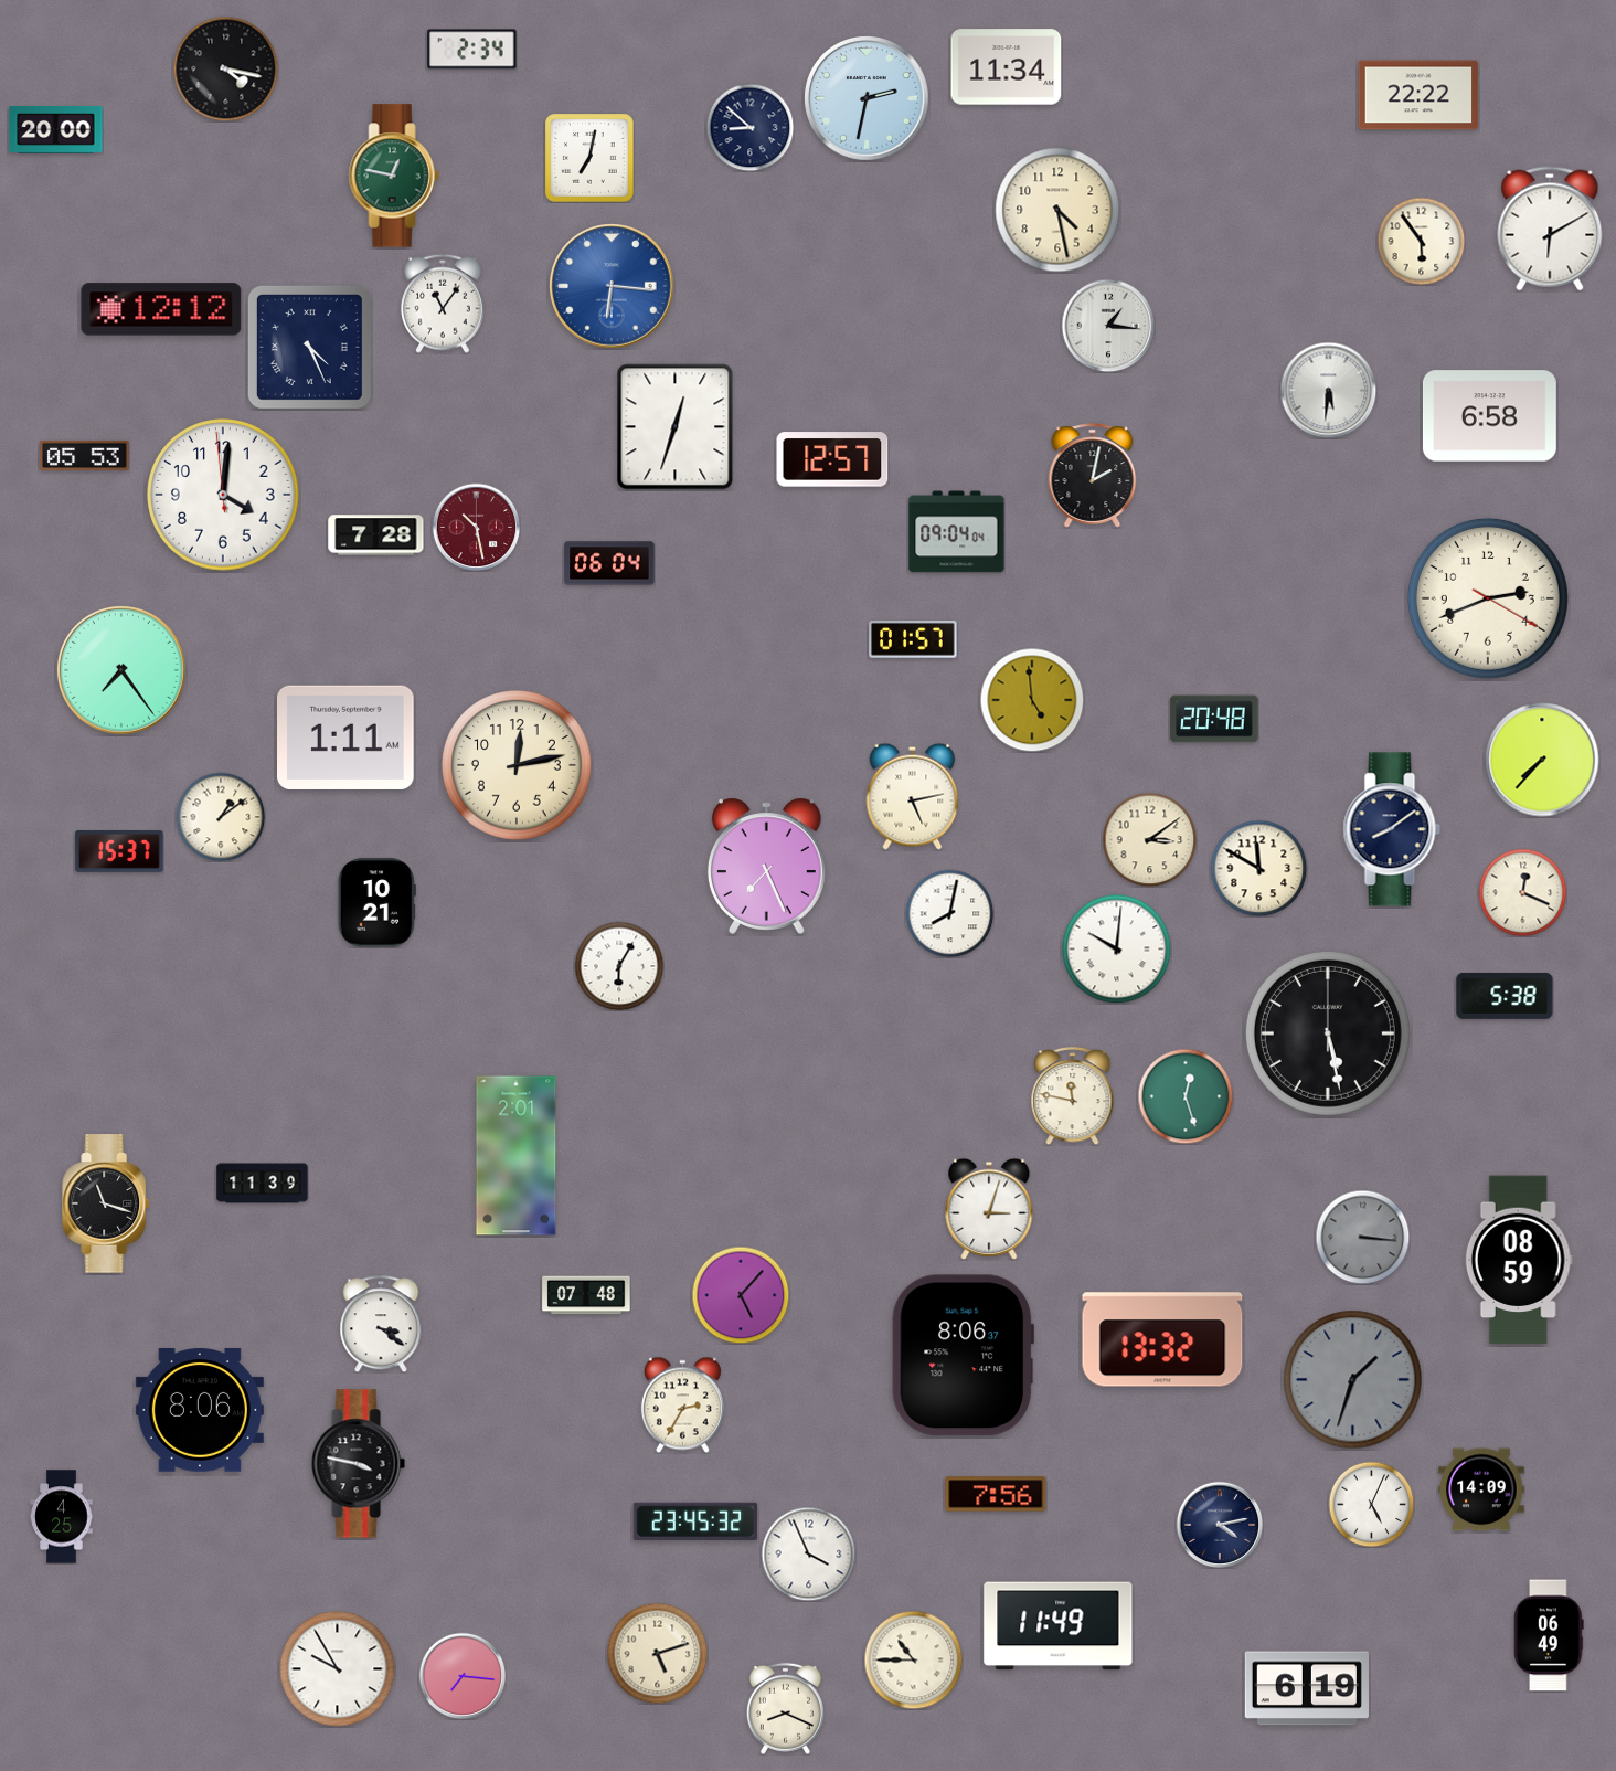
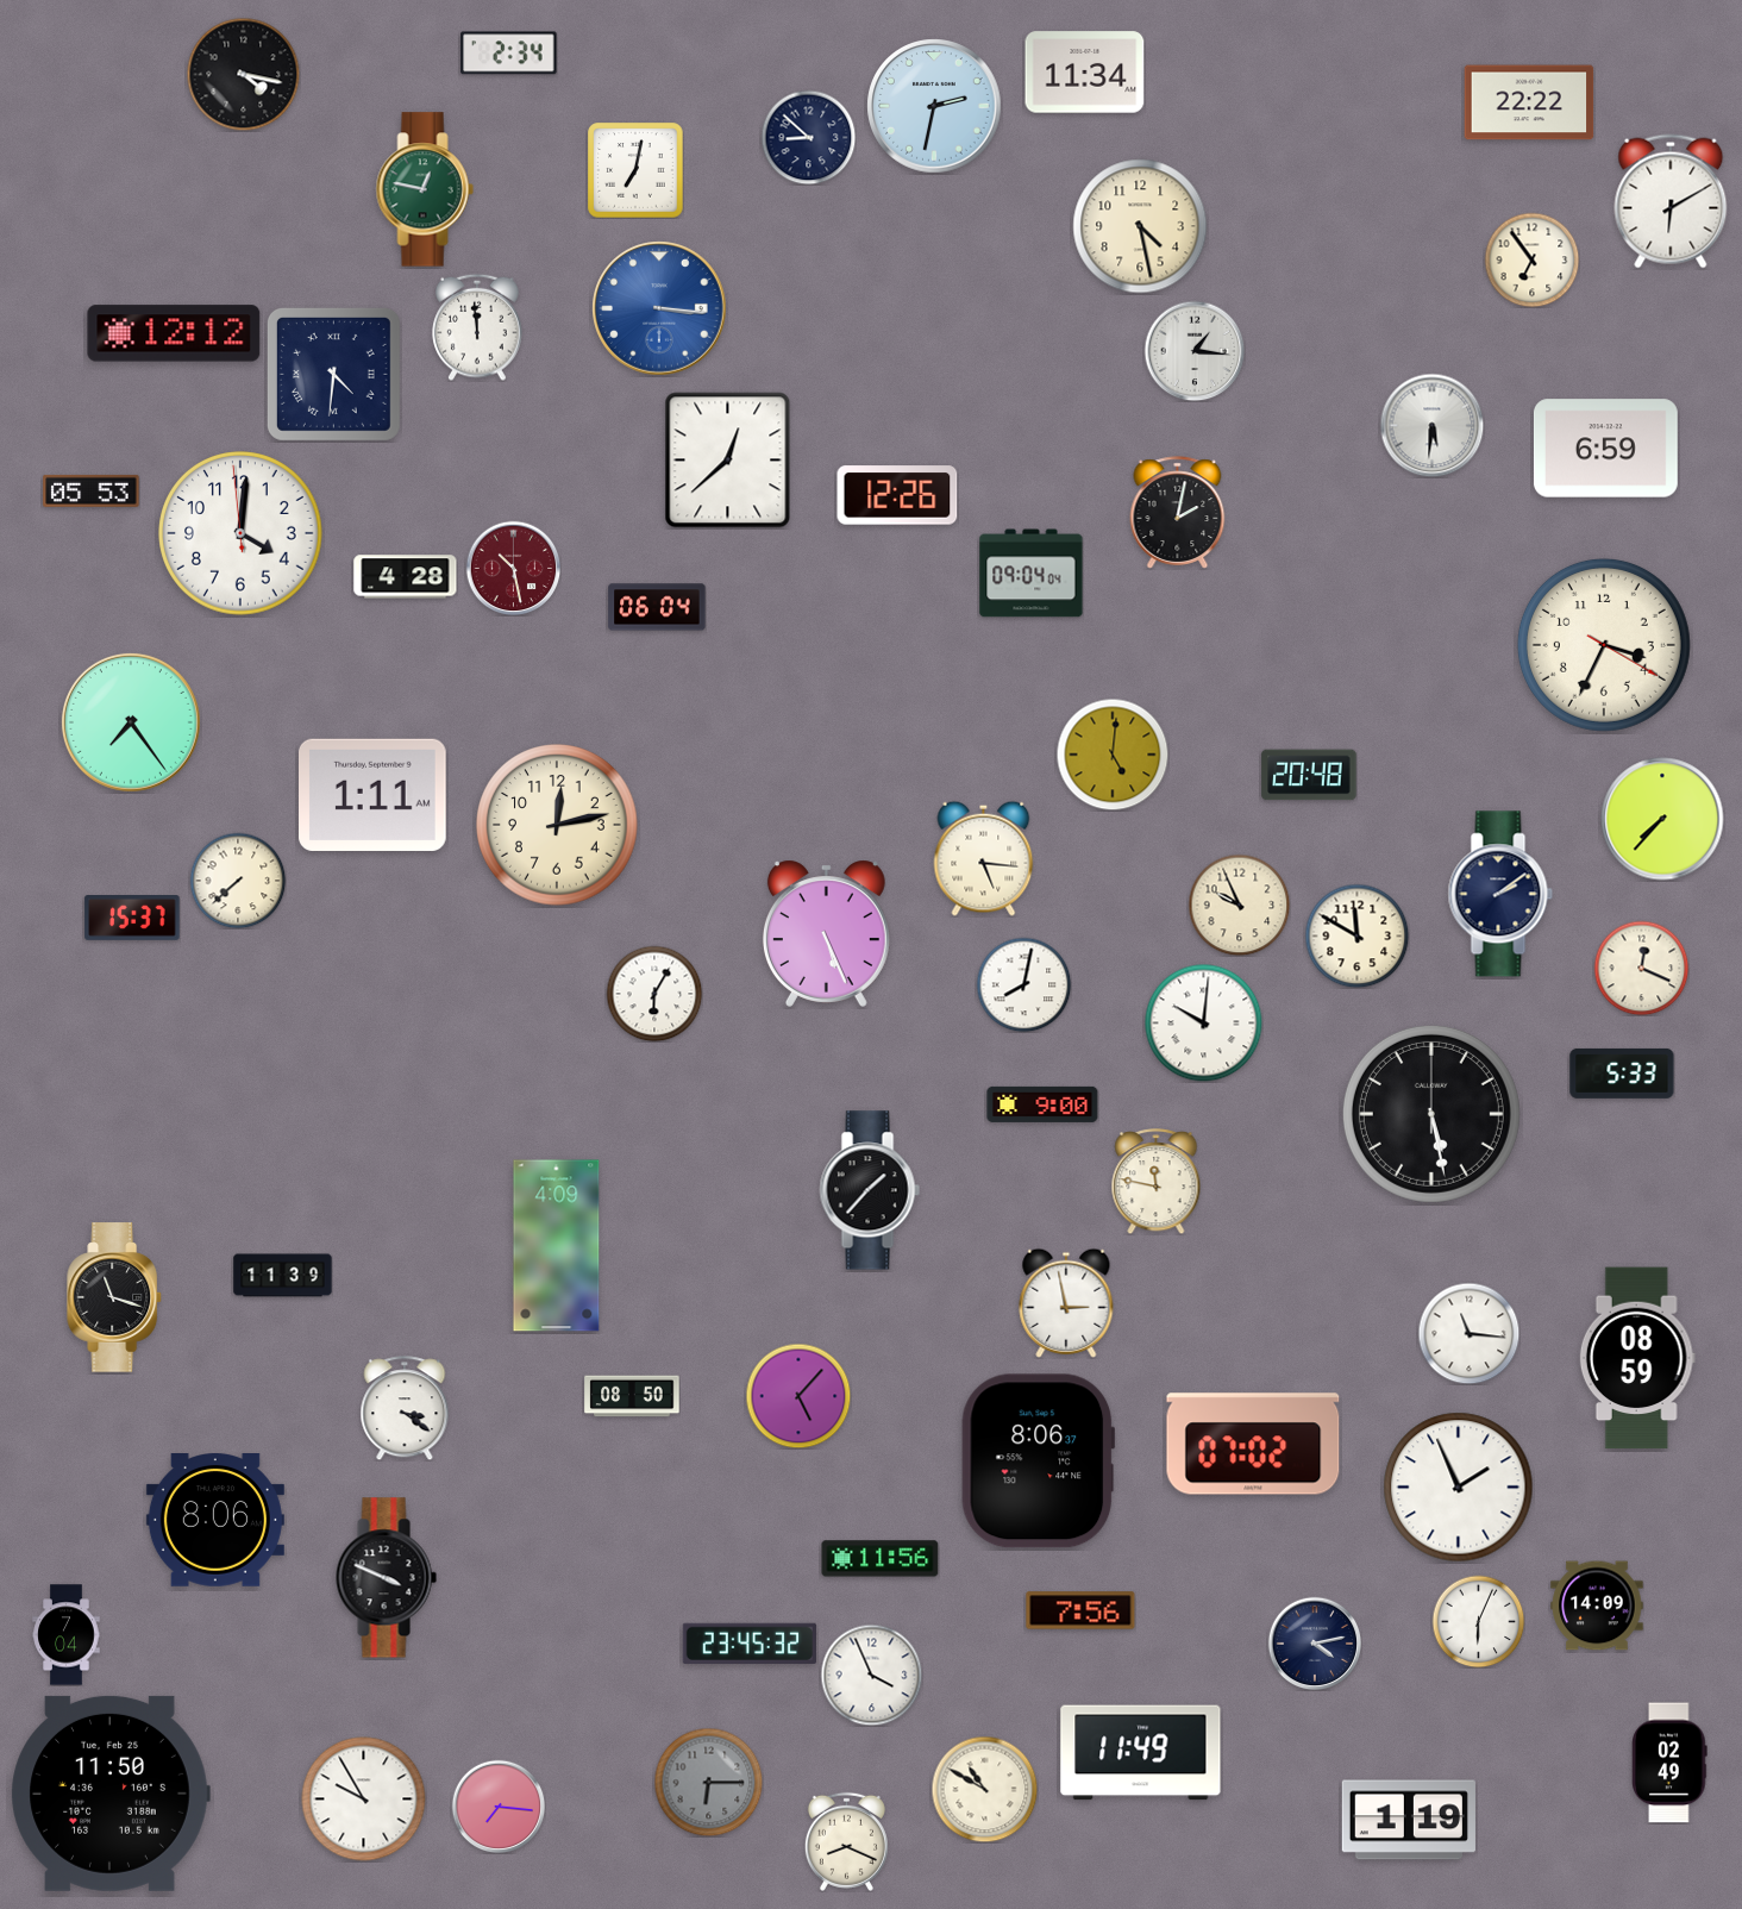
clock at (56, 129): 20:00 -> none
clock at (1550, 229) position: (1550, 229) -> (1671, 201)
clock at (1421, 241): 5:54 -> 6:54
clock at (612, 286): 6:16 -> 3:16
clock at (443, 304): 11:06 -> 11:59
clock at (309, 347): 4:26 -> 4:31
clock at (1328, 390) position: (1328, 390) -> (1431, 425)
clock at (1489, 416): 6:58 -> 6:59
clock at (676, 427): 12:33 -> 12:38
clock at (832, 459): 12:57 -> 12:26
clock at (376, 535): 7:28 -> 4:28
clock at (1488, 598): 2:41 -> 3:34
clock at (913, 640): 01:57 -> none
clock at (1032, 700): 4:59 -> 5:01
clock at (913, 796): 5:13 -> 5:16
clock at (221, 817): 1:09 -> 7:38
clock at (1392, 829): 8:09 -> 2:09
clock at (1149, 839): 3:09 -> 9:56
clock at (119, 852) position: (119, 852) -> (132, 919)
clock at (766, 866): 7:26 -> 5:26
clock at (1522, 892) position: (1522, 892) -> (1641, 968)
clock at (376, 903): 10:21 -> none
clock at (619, 966) position: (619, 966) -> (654, 994)
clock at (1505, 996): 5:38 -> 5:33
clock at (1042, 1104): none -> 9:00
clock at (1186, 1096): 12:27 -> none
clock at (870, 1190): none -> 1:37
clock at (517, 1156): 2:01 -> 4:09
clock at (989, 1209): 3:03 -> 2:58
clock at (1362, 1237): 3:16 -> 11:16
clock at (1362, 1237) dial: grey -> white
clock at (586, 1295): 07:48 -> 08:50
clock at (381, 1324) position: (381, 1324) -> (405, 1408)
clock at (1162, 1339): 13:32 -> 07:02
clock at (1353, 1380): 1:33 -> 1:56
clock at (1353, 1380) dial: grey -> white
clock at (682, 1404): 2:35 -> none
clock at (881, 1559): none -> 11:56
clock at (358, 1464): 3:47 -> 3:49
clock at (996, 1494) position: (996, 1494) -> (1080, 1610)
clock at (1371, 1504): 5:04 -> 6:04
clock at (62, 1517): 4:25 -> 7:04
clock at (695, 1521) position: (695, 1521) -> (750, 1644)
clock at (1549, 1635): 06:49 -> 02:49
clock at (657, 1653): 5:12 -> 6:15
clock at (657, 1653) dial: cream -> grey
clock at (913, 1659): 10:45 -> 10:50
clock at (111, 1794): none -> 11:50
clock at (1307, 1688): 6:19 -> 1:19
